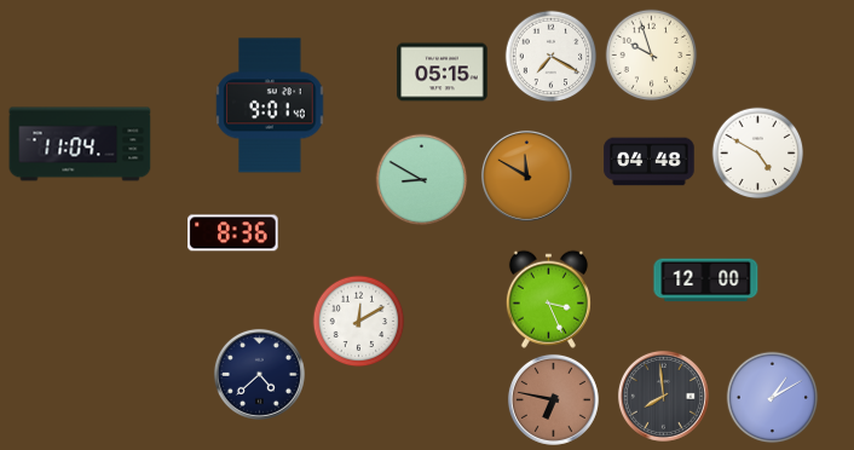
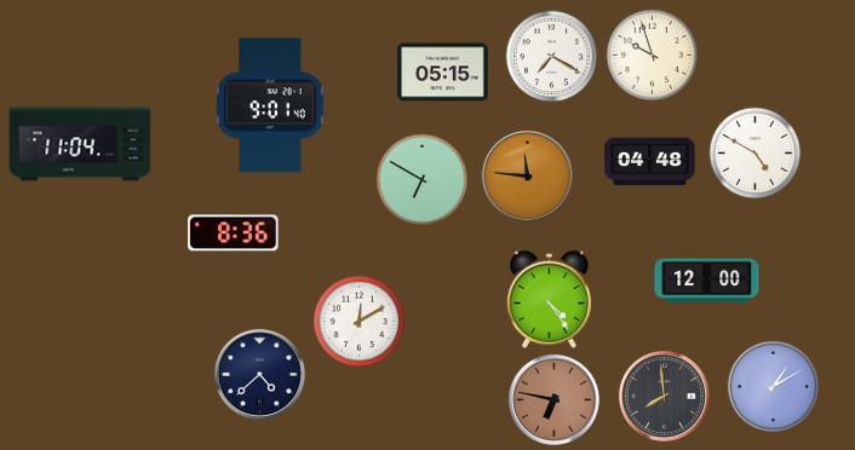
clock at (758, 154) position: (758, 154) -> (756, 154)
clock at (526, 175): 11:50 -> 11:46
clock at (422, 180): 8:50 -> 6:50
clock at (548, 299): 3:26 -> 4:24
clock at (773, 398) position: (773, 398) -> (774, 387)
